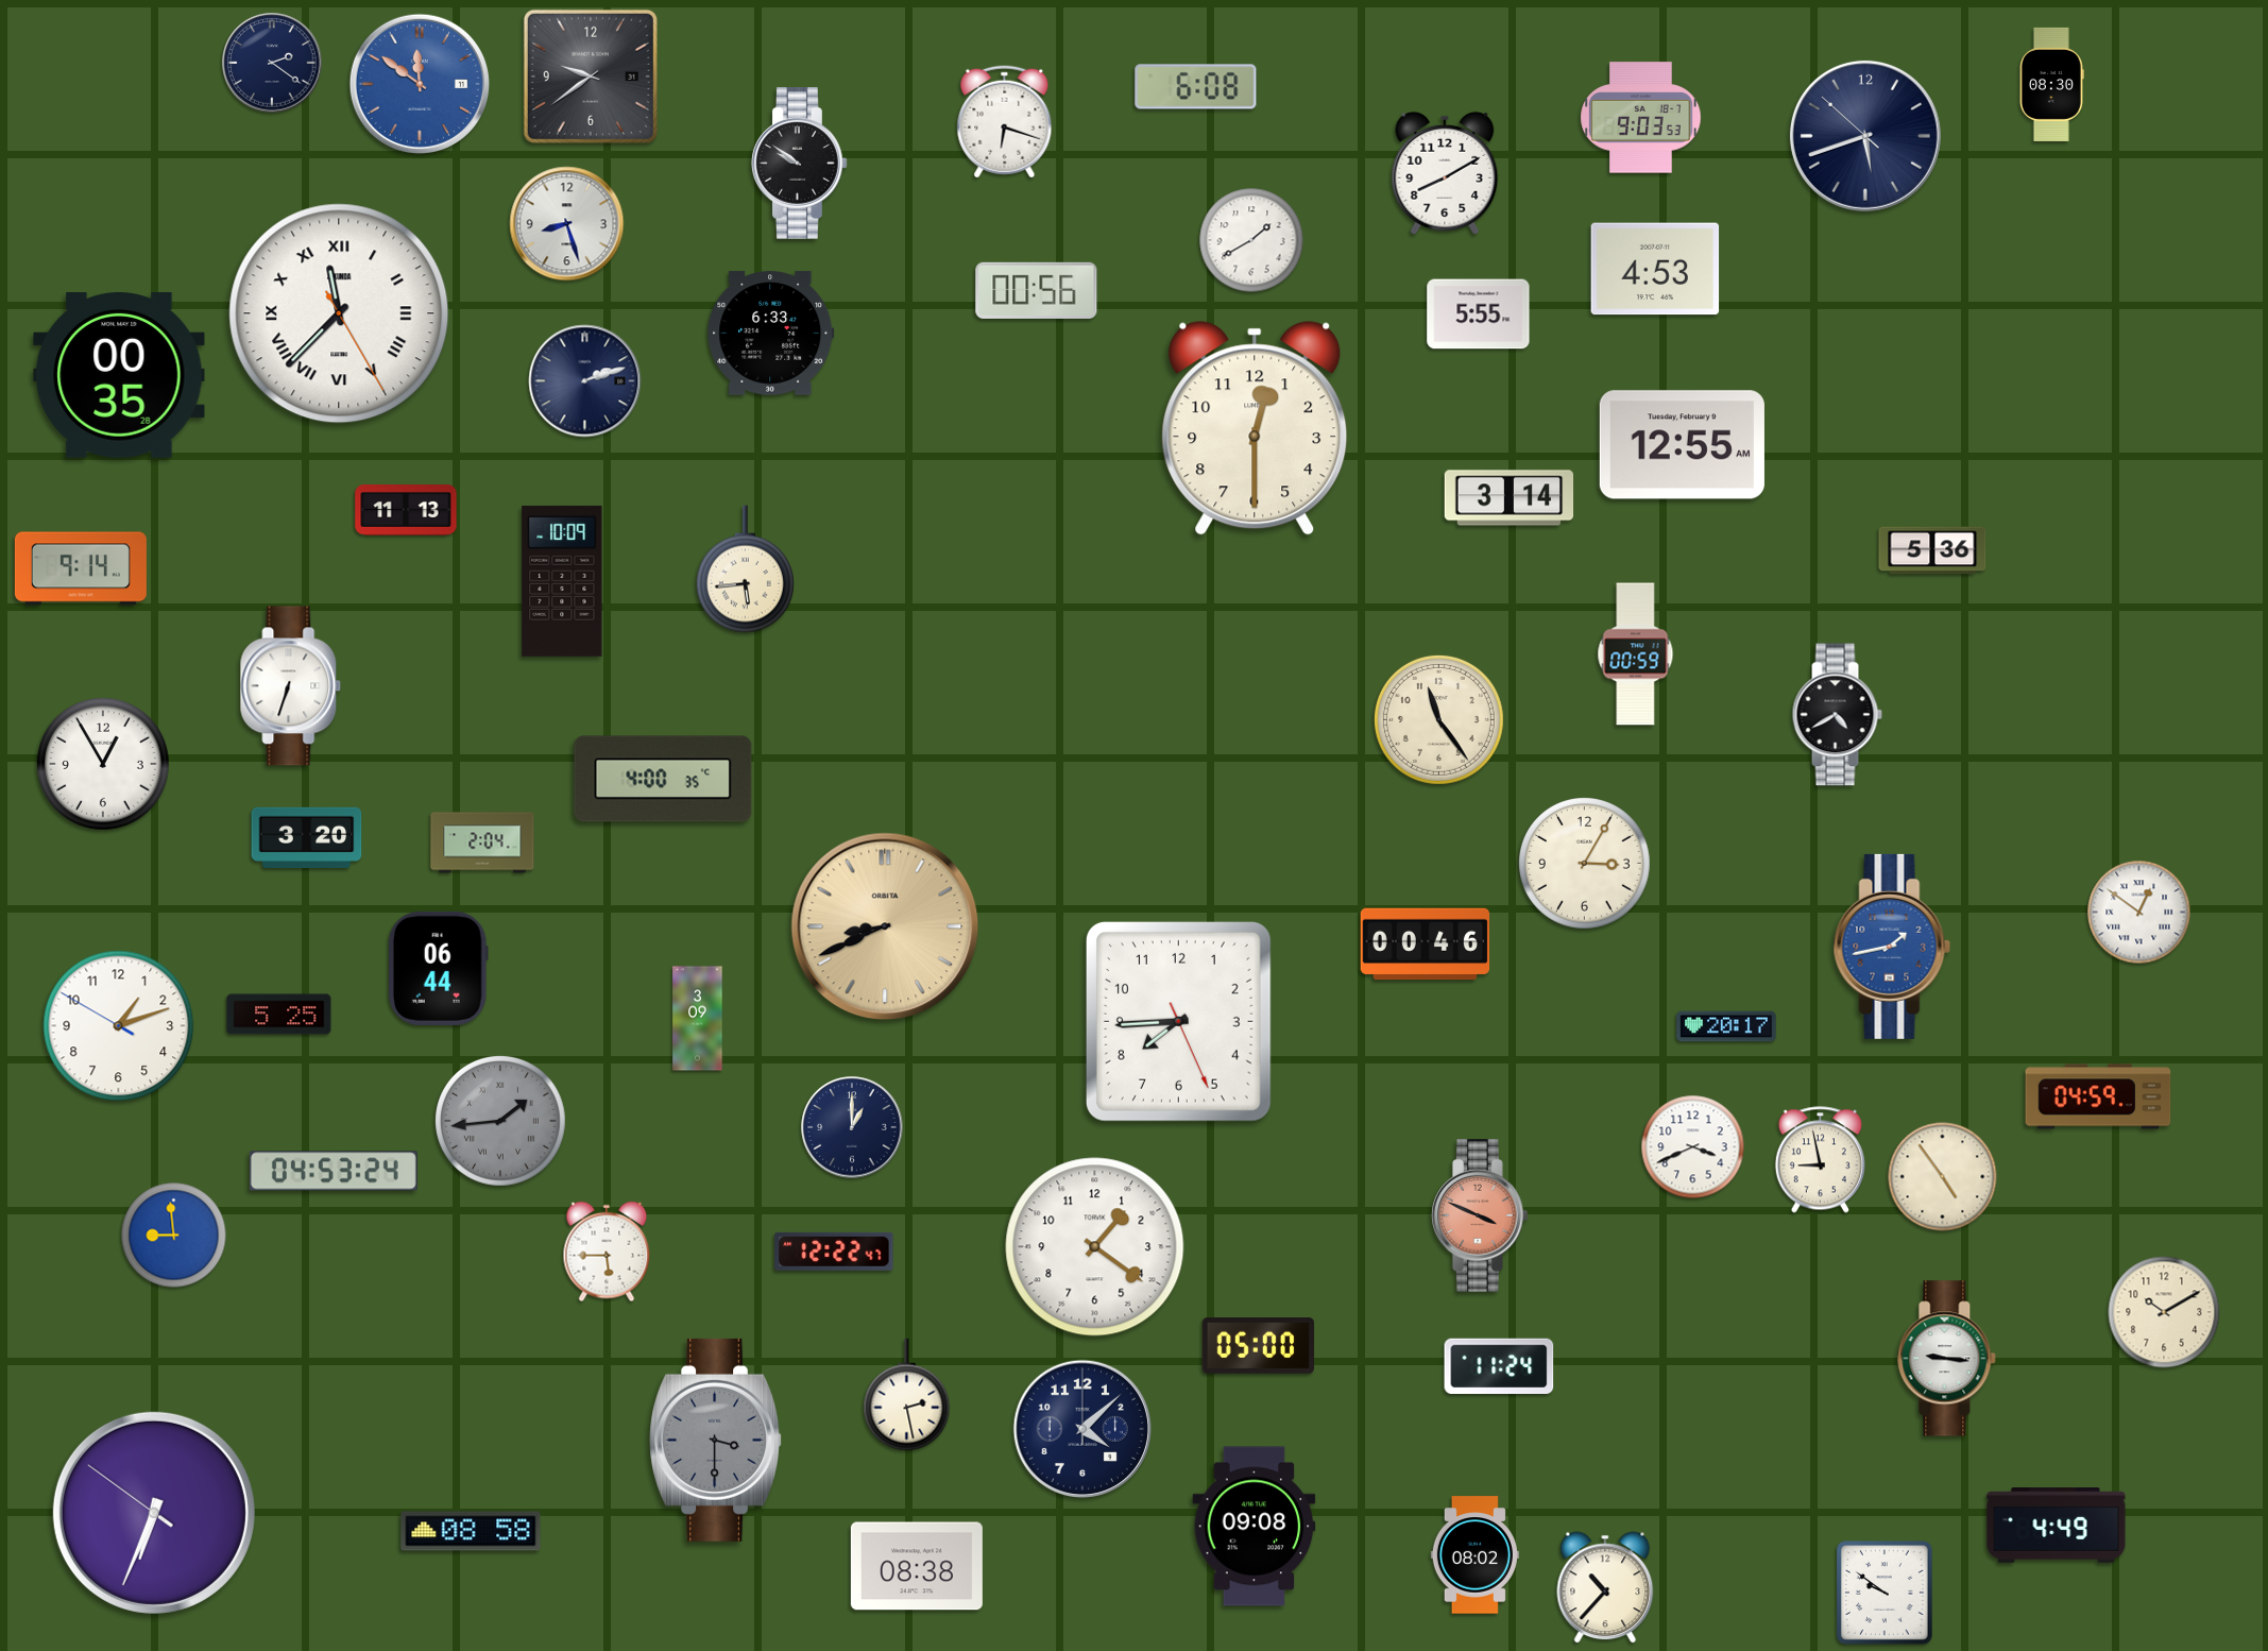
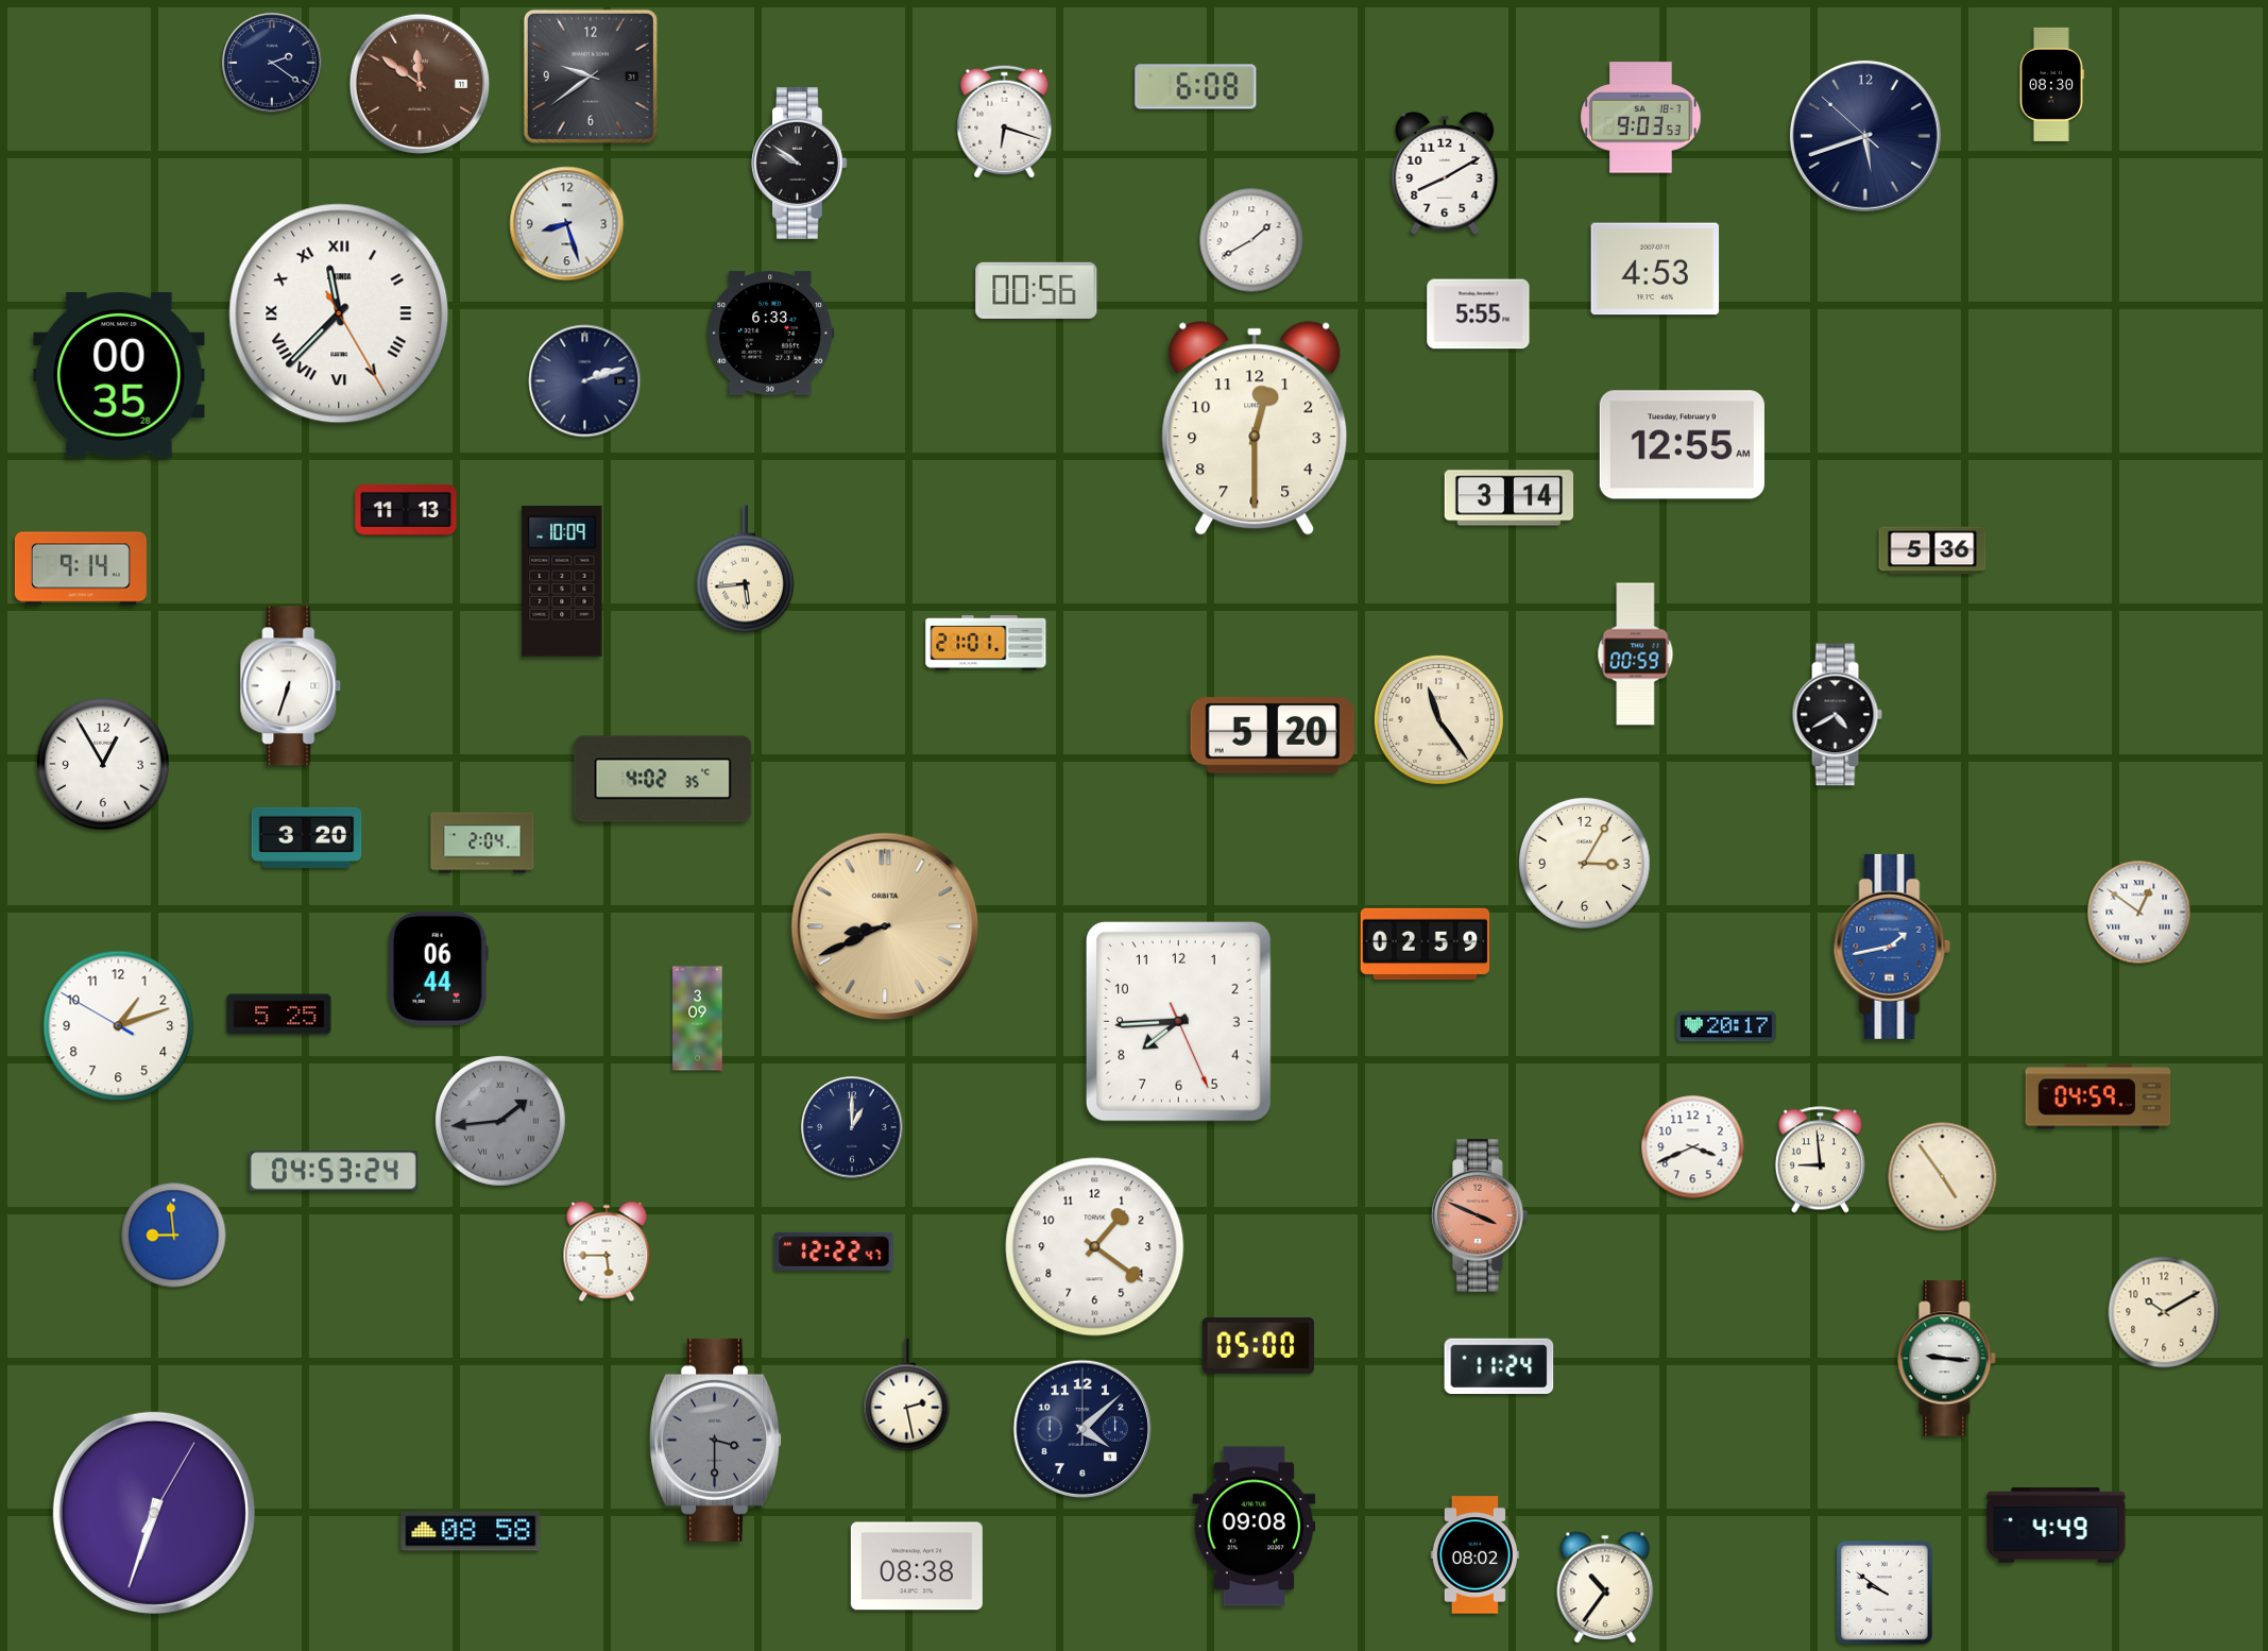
clock at (420, 84) dial: blue -> brown
clock at (986, 643): none -> 21:01
clock at (1273, 736): none -> 5:20
clock at (663, 779): 4:00 -> 4:02
clock at (1426, 944): 00:46 -> 02:59
clock at (1820, 1160): 8:58 -> 8:59
clock at (154, 1513): 6:33:51 -> 6:33:05
clock at (1605, 1587): 10:37 -> 10:36
